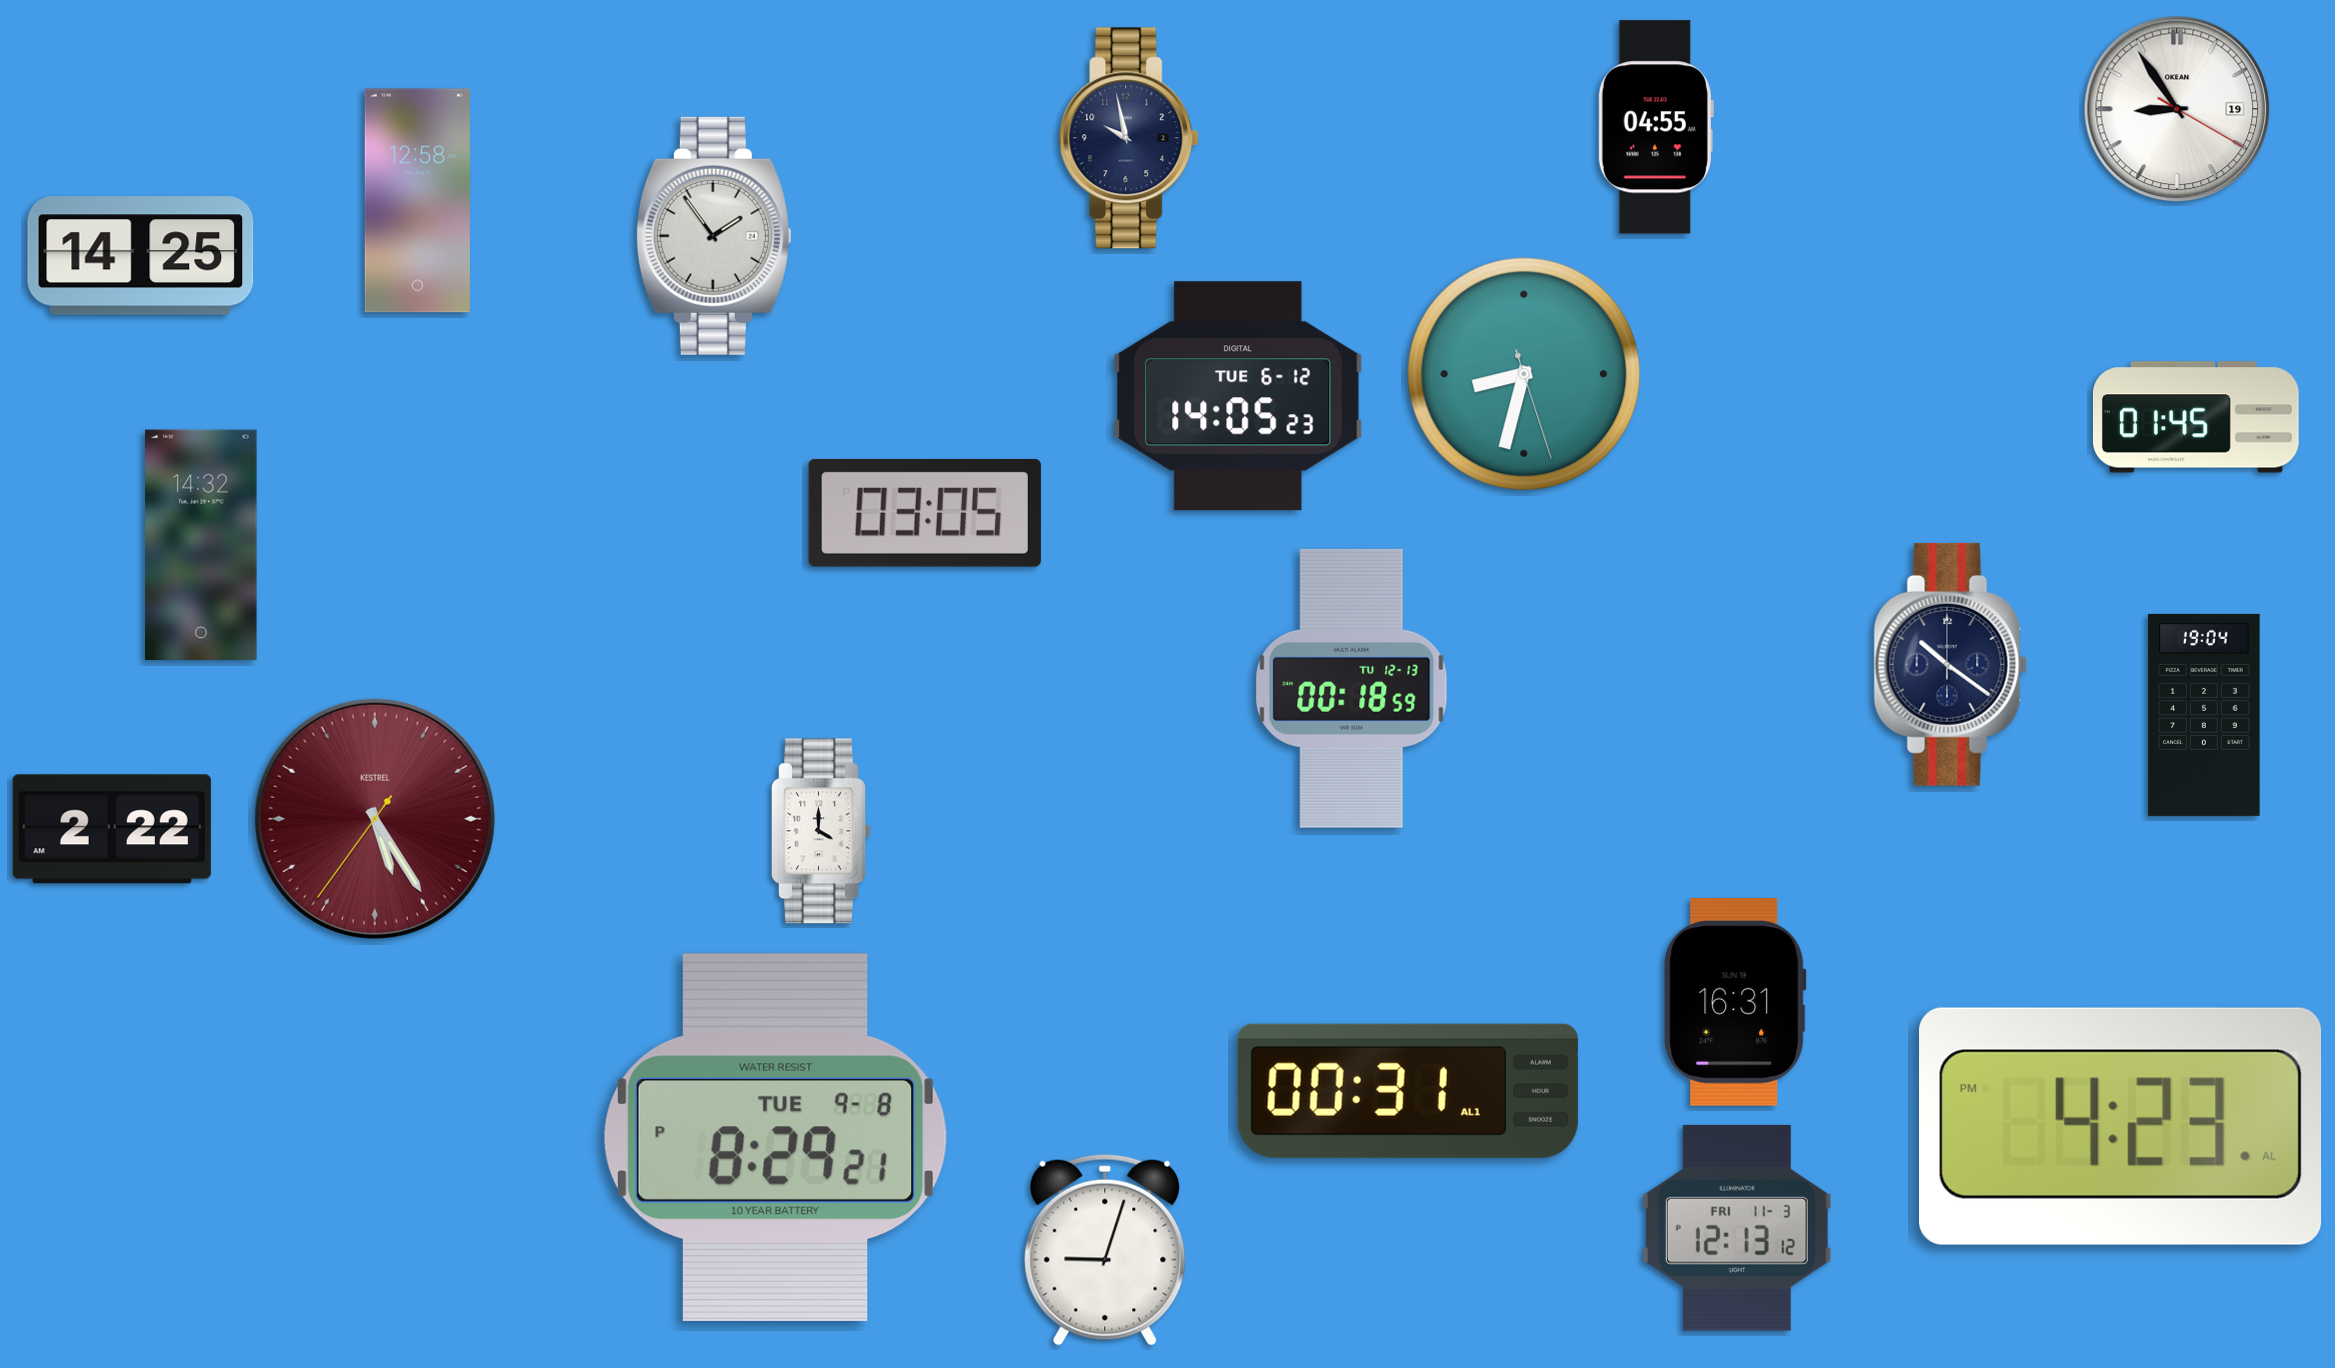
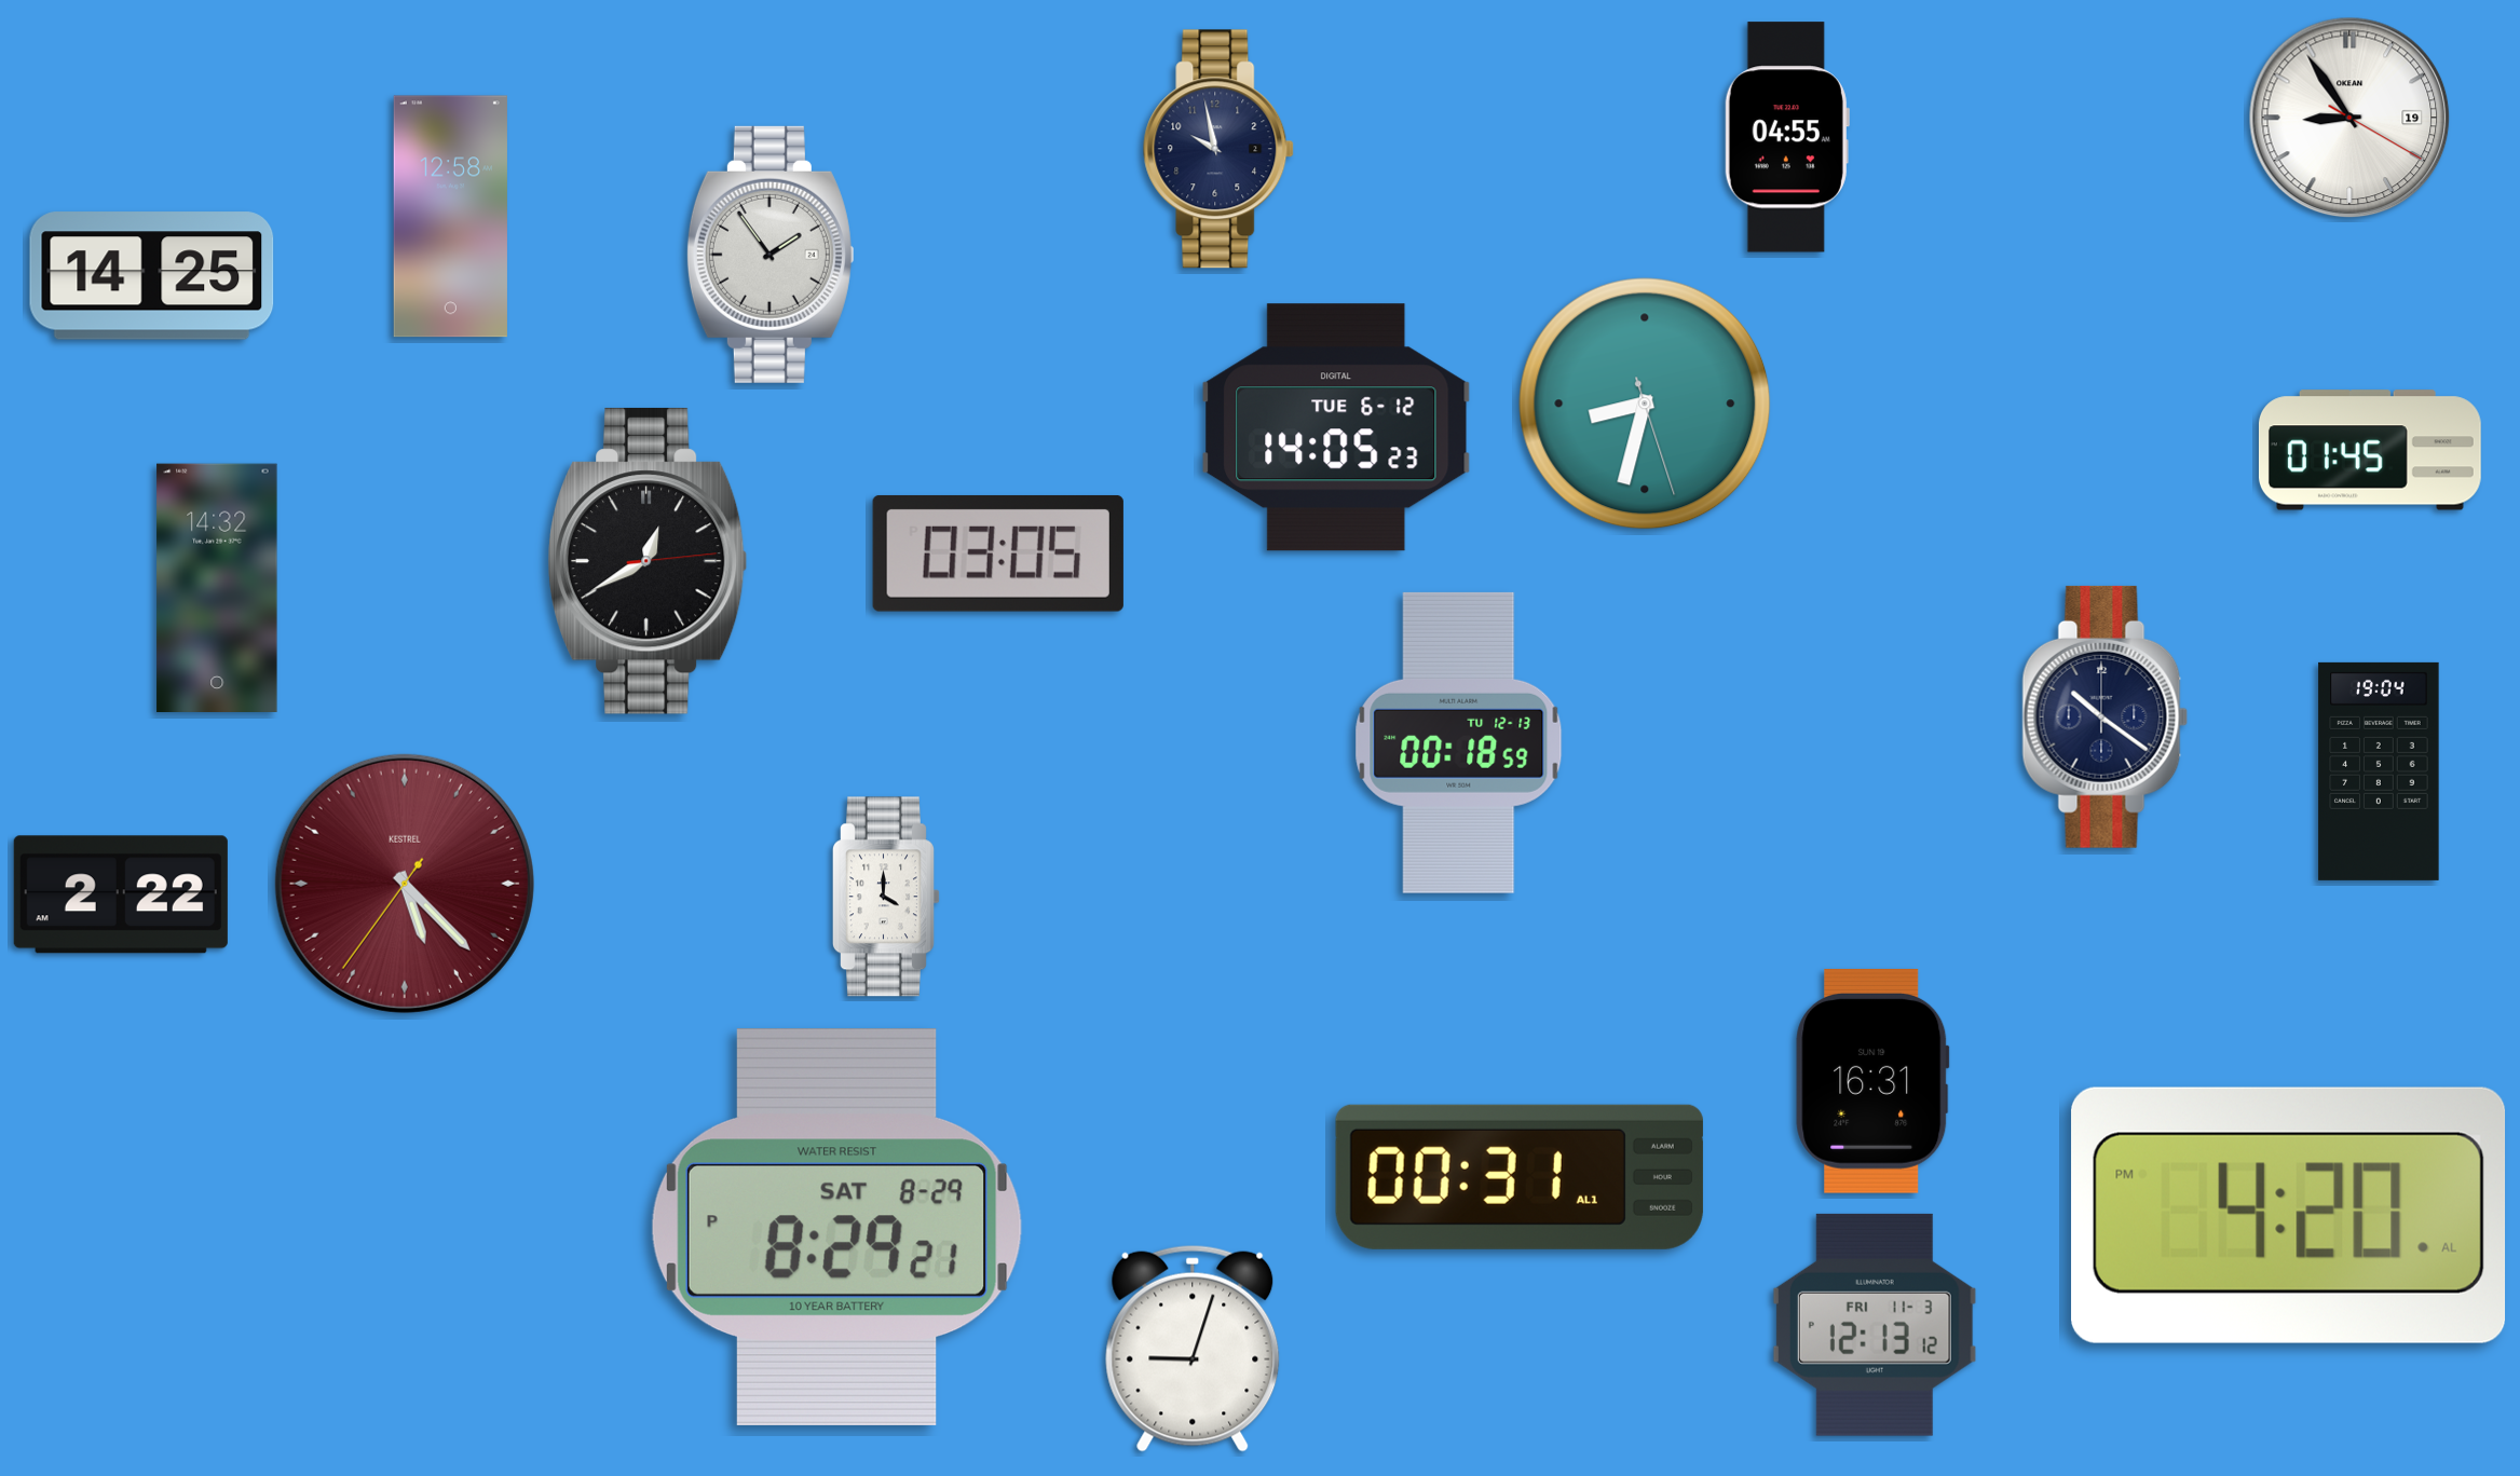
clock at (648, 561): none -> 12:40
clock at (375, 819): 5:24 -> 5:22
clock at (2121, 1126): 4:23 -> 4:20
clock at (775, 1137) date: TUE 9-8 -> SAT 8-29
